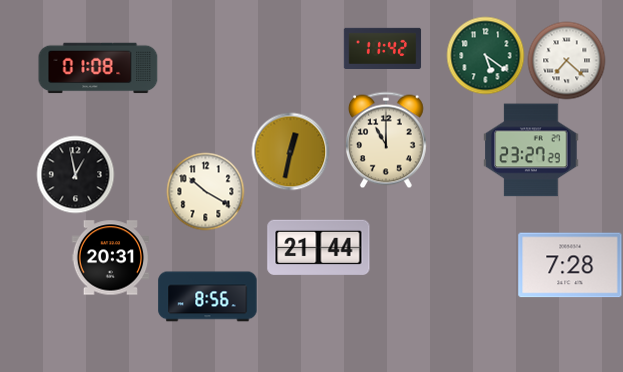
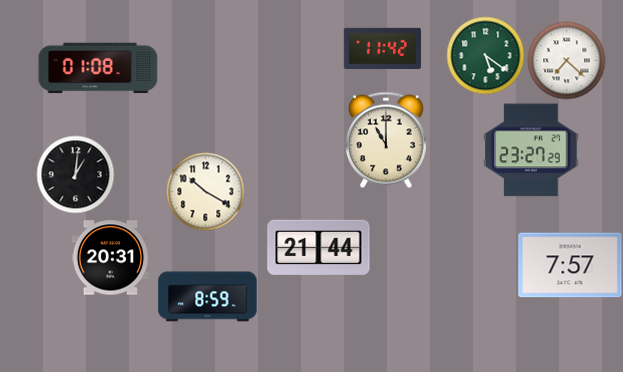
clock at (290, 151): 12:32 -> none
clock at (75, 174): 12:58 -> 1:01
clock at (570, 265): 7:28 -> 7:57
clock at (208, 297): 8:56 -> 8:59
